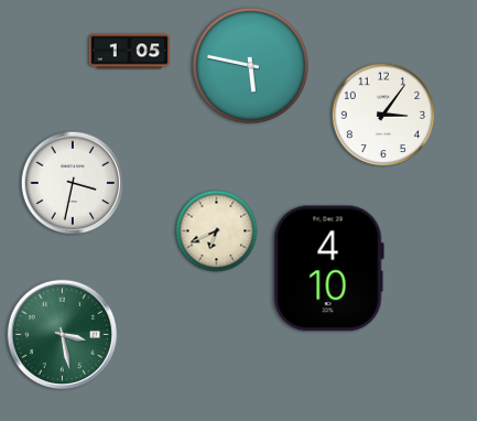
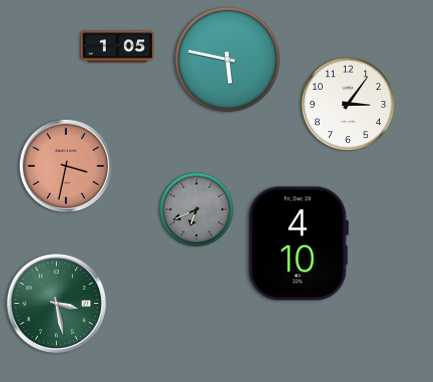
clock at (73, 183) dial: white -> salmon
clock at (217, 231) dial: cream -> grey
